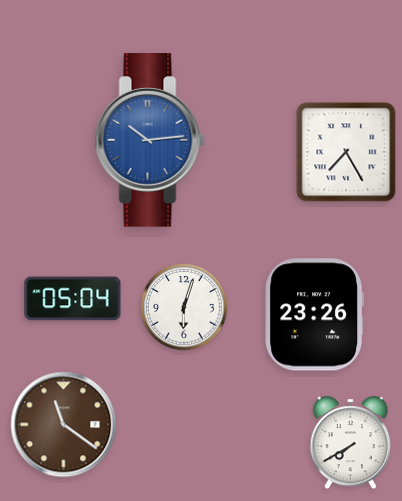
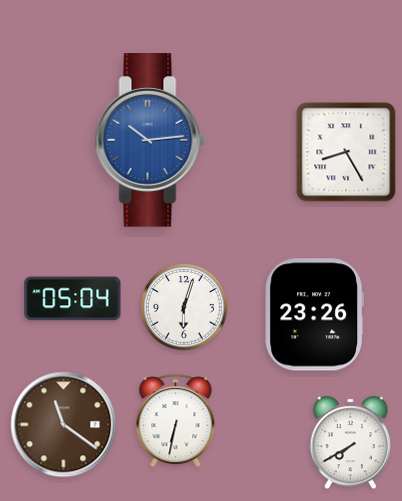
clock at (346, 152): 7:25 -> 8:25
clock at (176, 421): none -> 6:32
